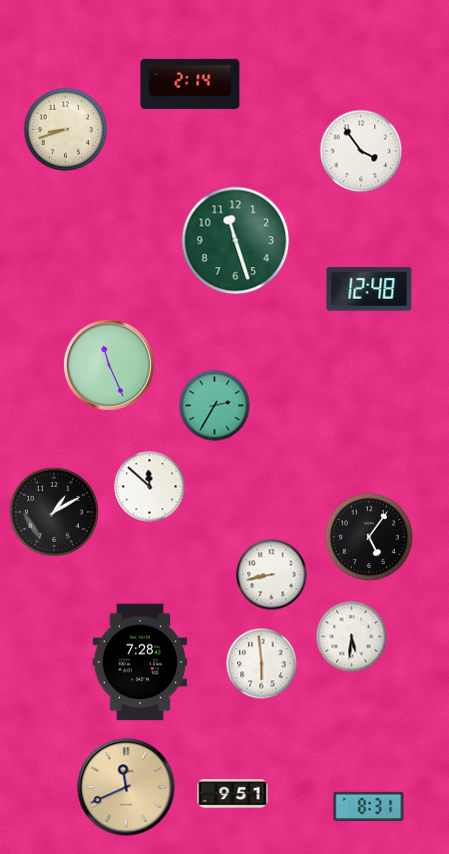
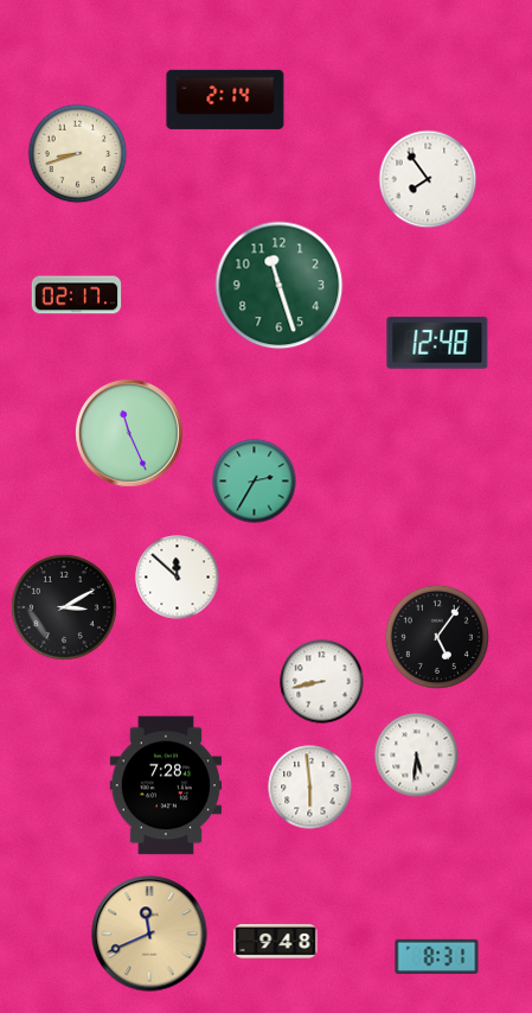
clock at (361, 151): 3:54 -> 7:54
clock at (77, 295): none -> 02:17
clock at (54, 512): 1:10 -> 3:10
clock at (233, 794): 9:51 -> 9:48
